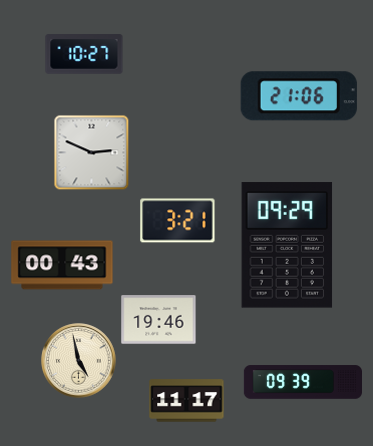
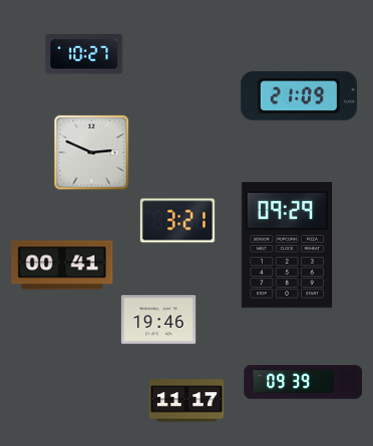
clock at (299, 96): 21:06 -> 21:09
clock at (62, 265): 00:43 -> 00:41
clock at (79, 361): 4:58 -> none
